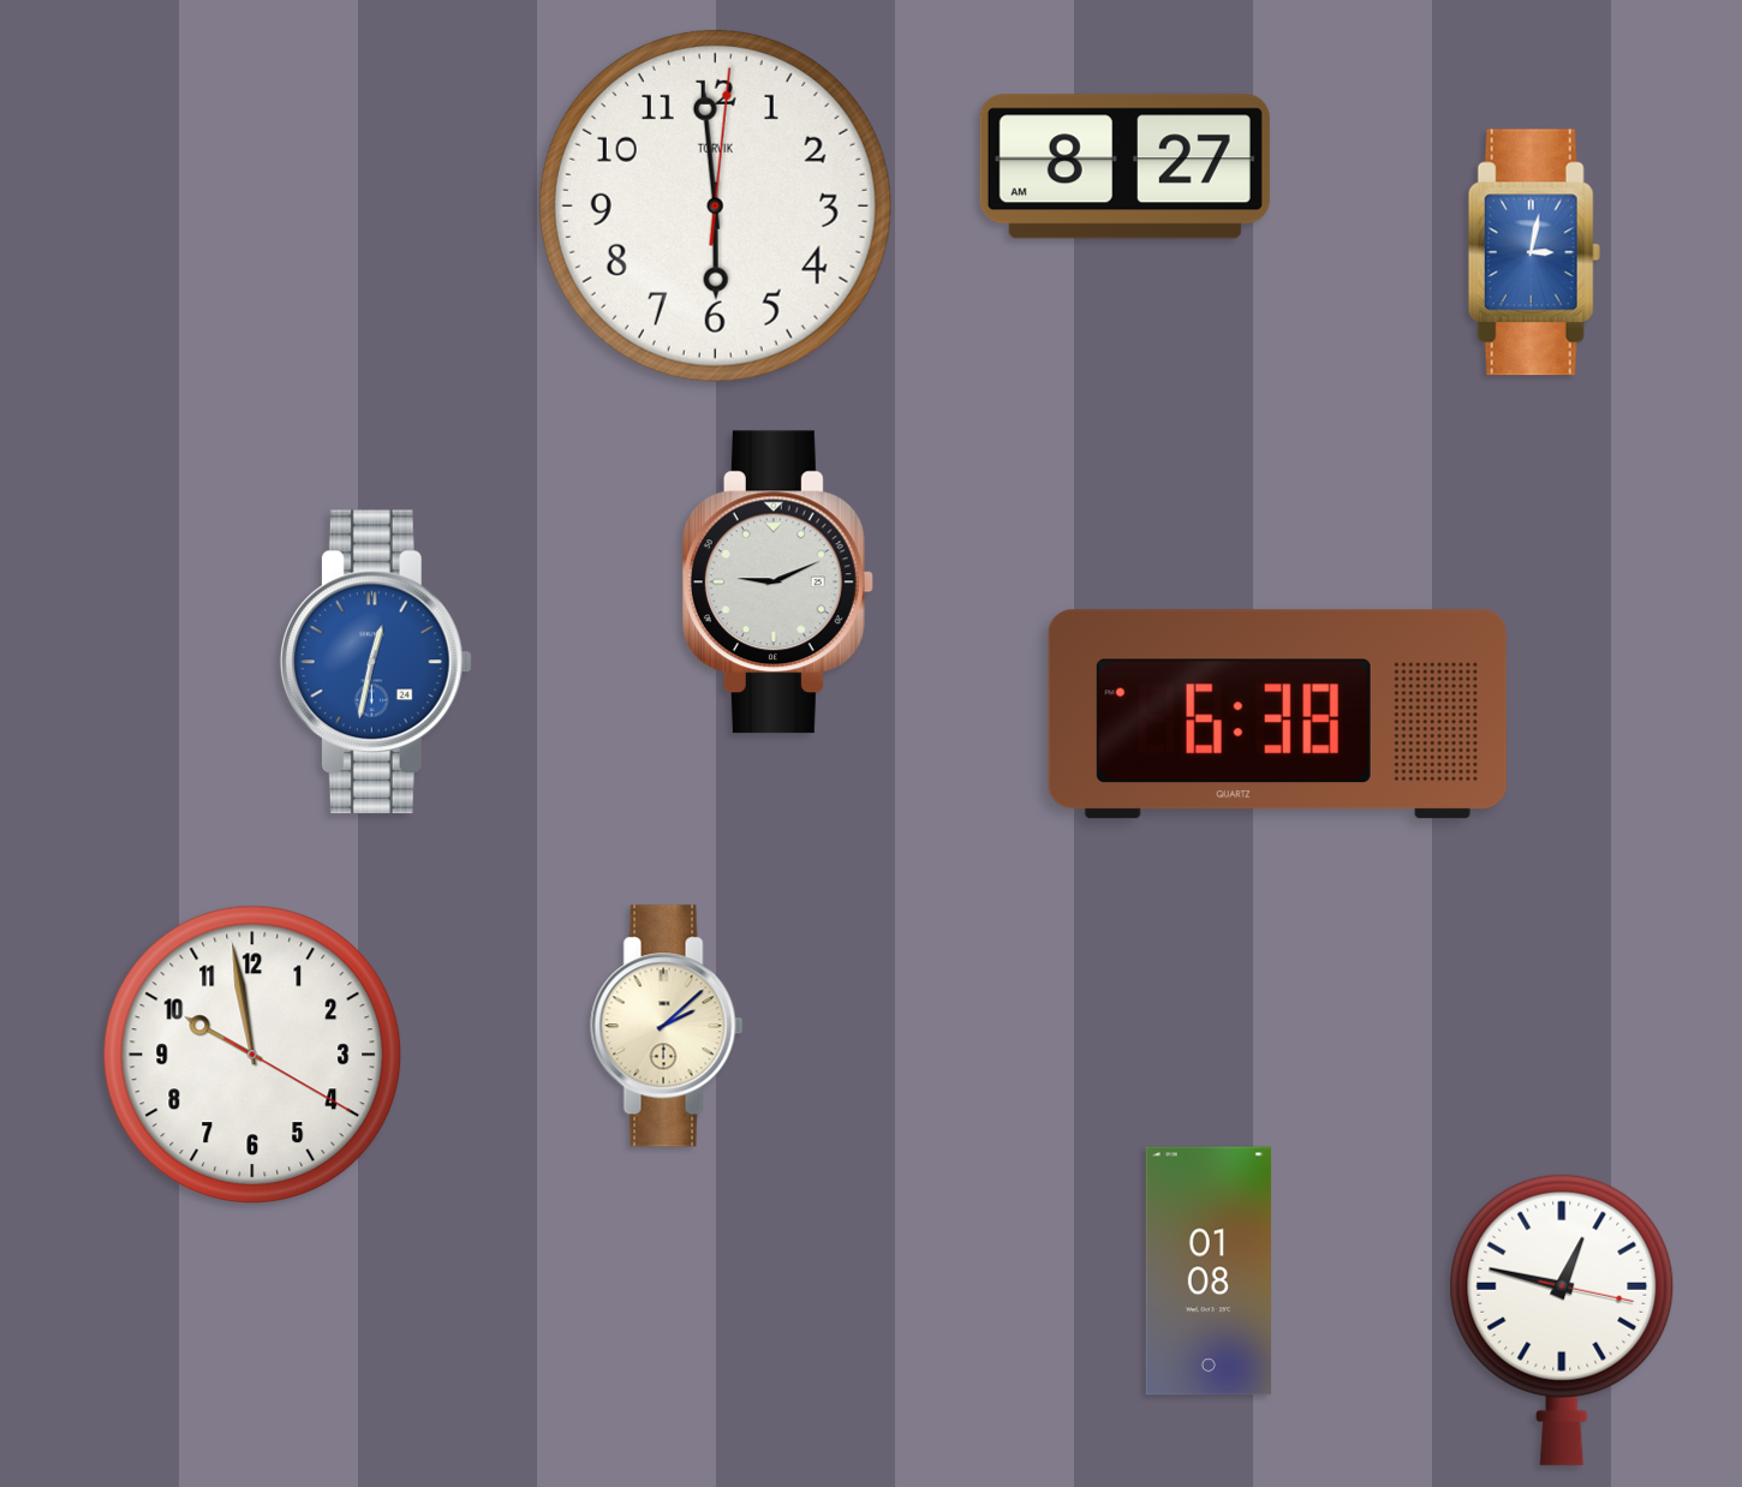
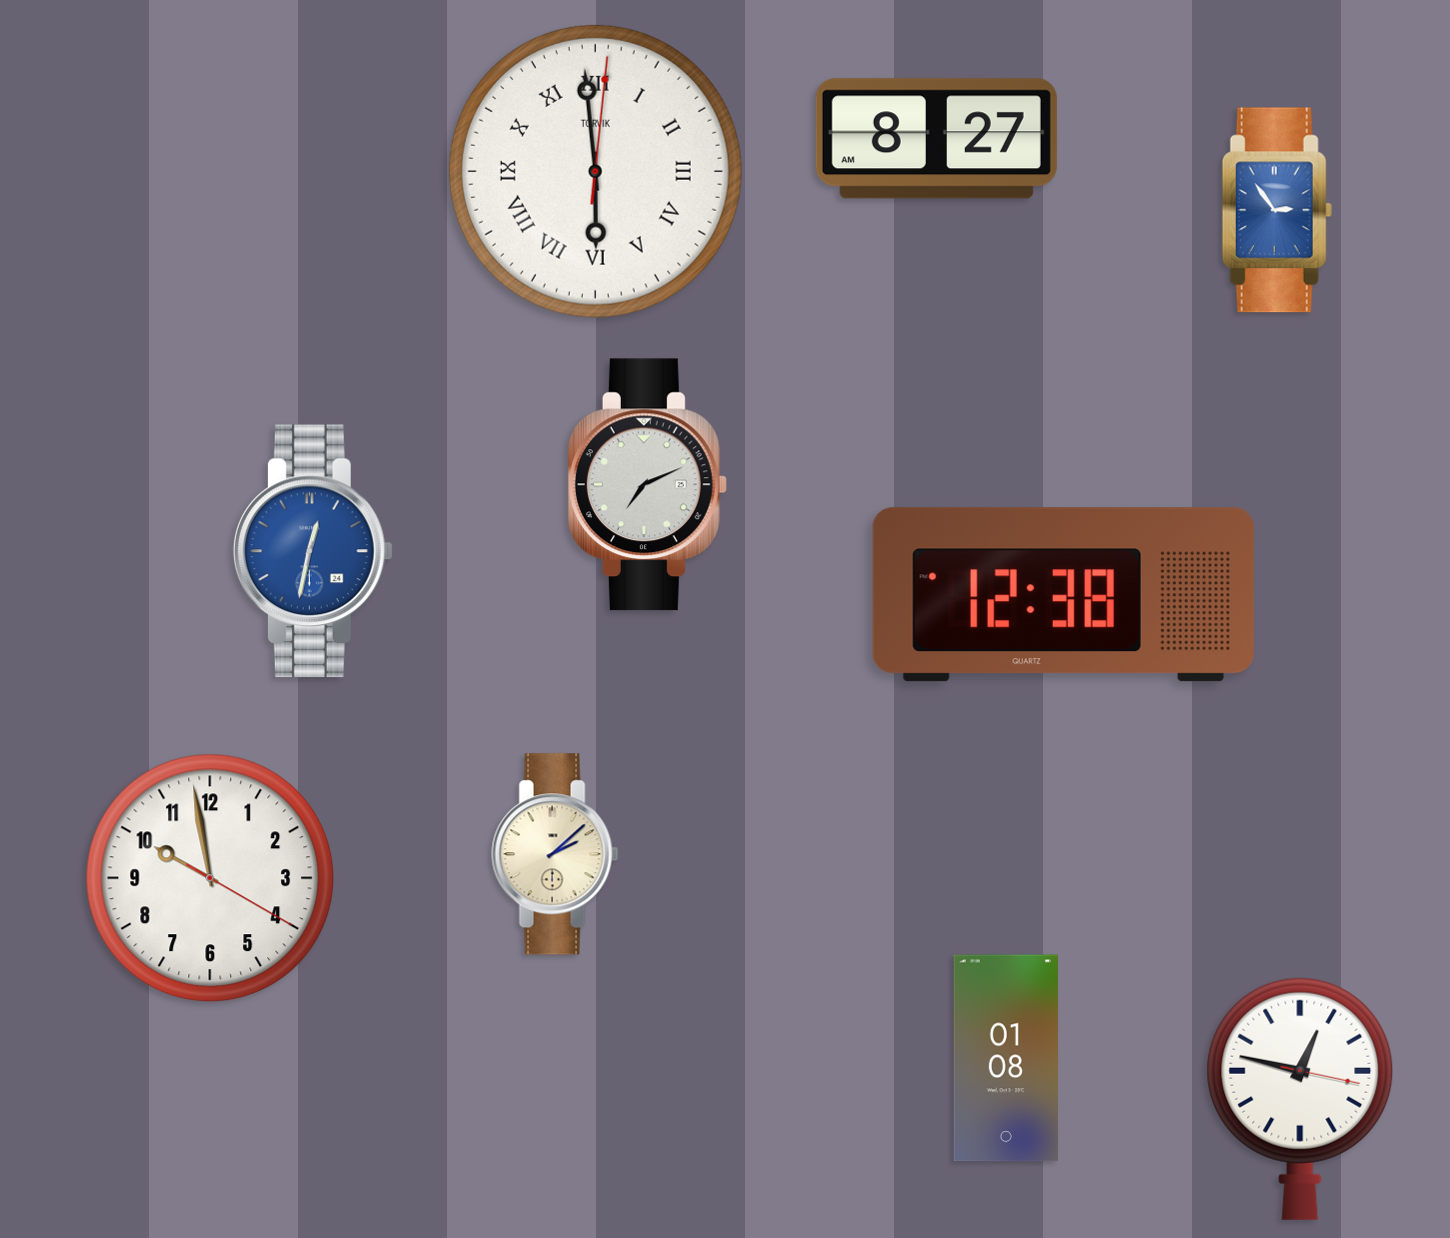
clock at (715, 205) numerals: Arabic -> Roman
clock at (1534, 252): 3:02 -> 2:54
clock at (777, 583): 9:11 -> 7:11
clock at (1277, 715): 6:38 -> 12:38
